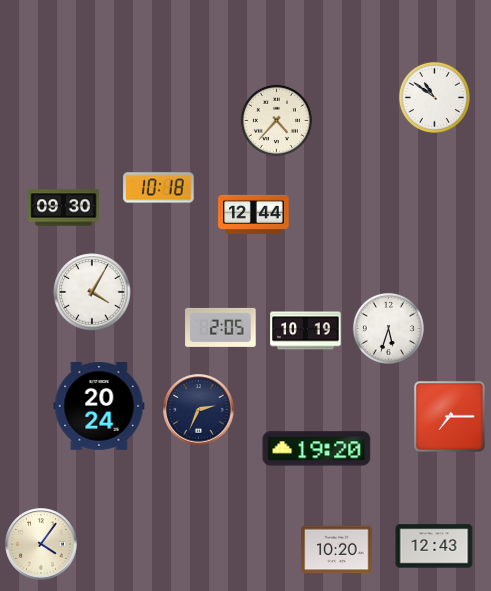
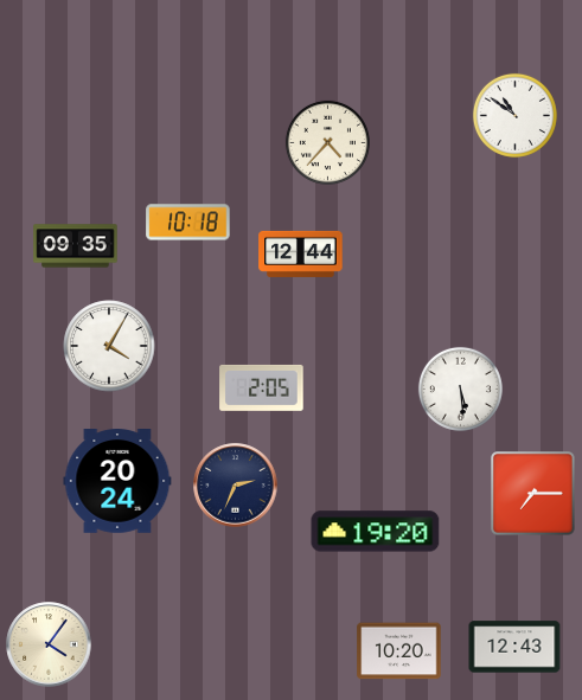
clock at (64, 208): 09:30 -> 09:35
clock at (388, 328): 5:33 -> 5:29
clock at (306, 331): 10:19 -> none
